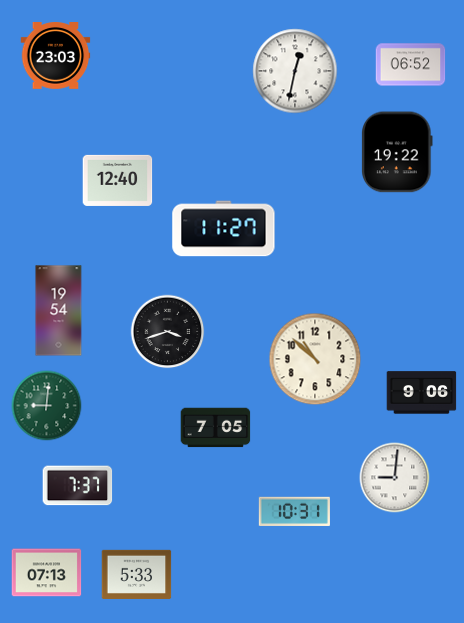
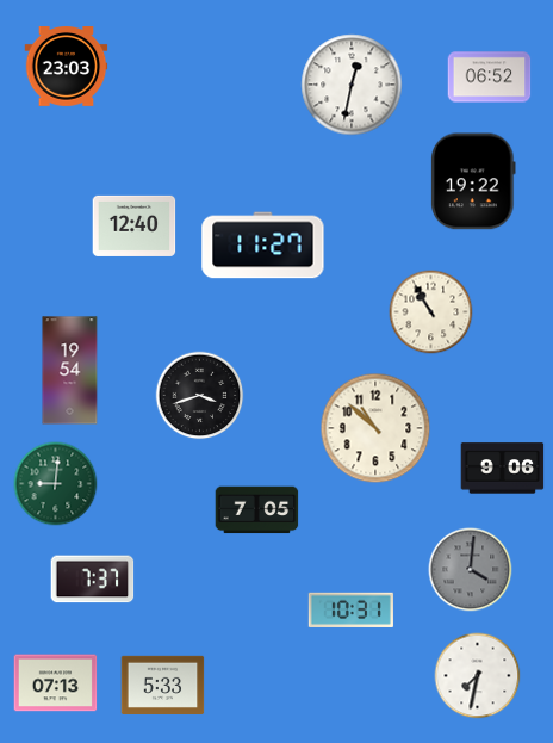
clock at (118, 180) position: (118, 180) -> (135, 225)
clock at (224, 229) position: (224, 229) -> (263, 246)
clock at (431, 312): none -> 10:55
clock at (395, 478): 9:01 -> 4:01
clock at (395, 478) dial: white -> grey
clock at (478, 676): none -> 7:32
